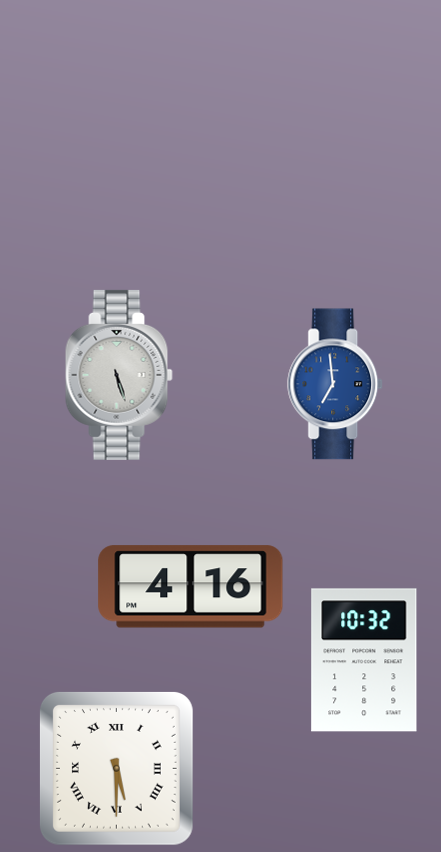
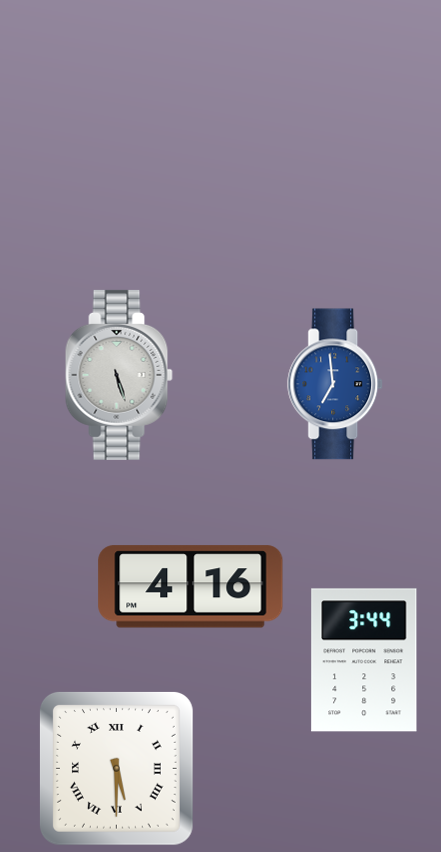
clock at (364, 660): 10:32 -> 3:44
